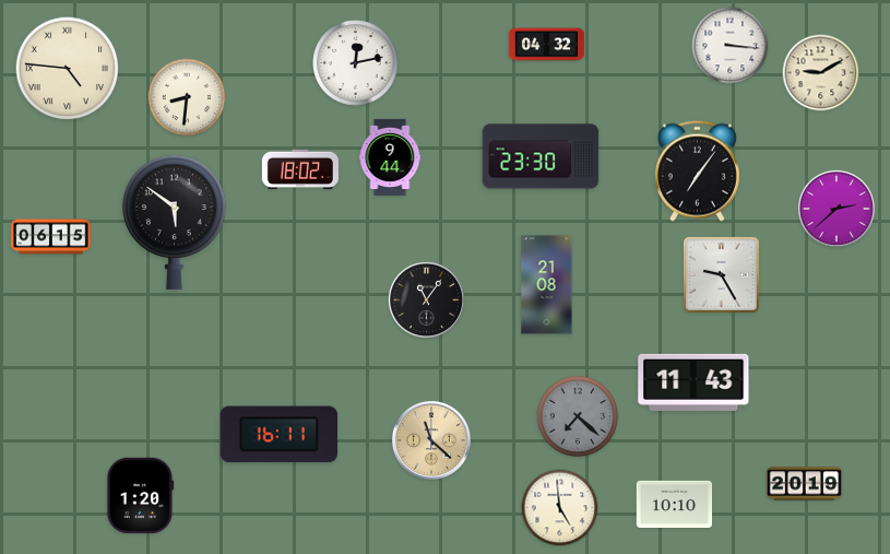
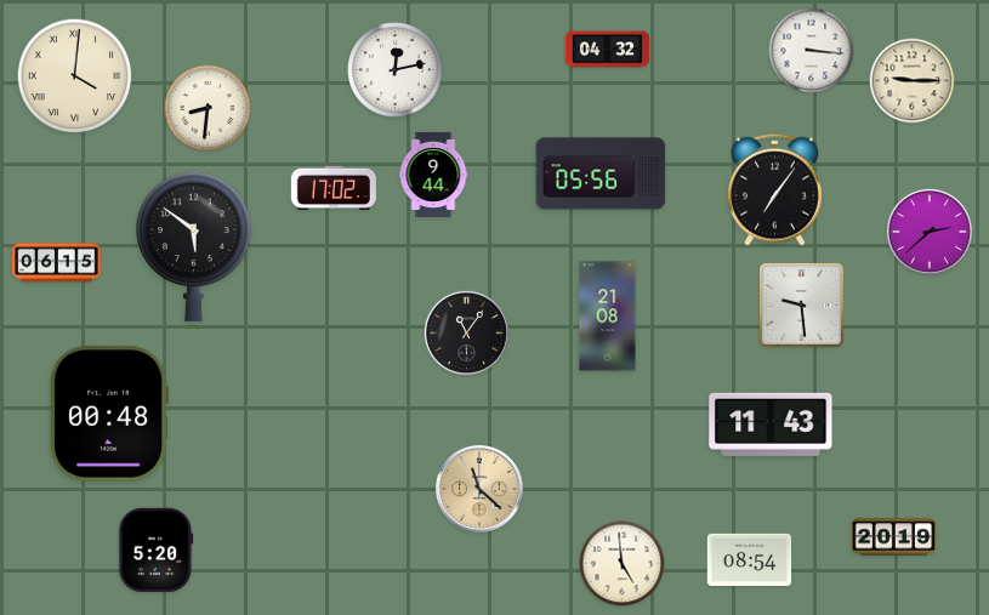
clock at (68, 69): 4:46 -> 4:01
clock at (821, 73): 9:10 -> 9:15
clock at (541, 156): 23:30 -> 05:56
clock at (300, 169): 18:02 -> 17:02
clock at (722, 275): 9:25 -> 9:29
clock at (426, 299) position: (426, 299) -> (466, 332)
clock at (109, 414): none -> 00:48
clock at (577, 415): 7:22 -> none
clock at (278, 435): 16:11 -> none
clock at (141, 496): 1:20 -> 5:20
clock at (675, 504): 10:10 -> 08:54
